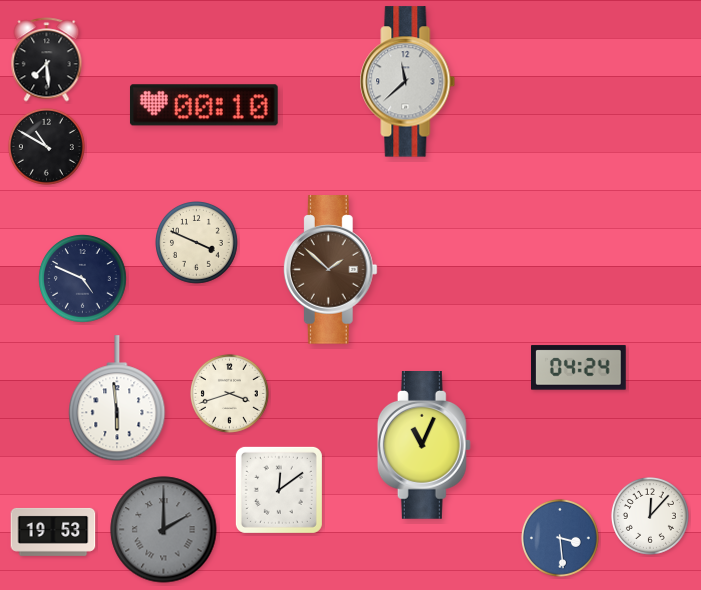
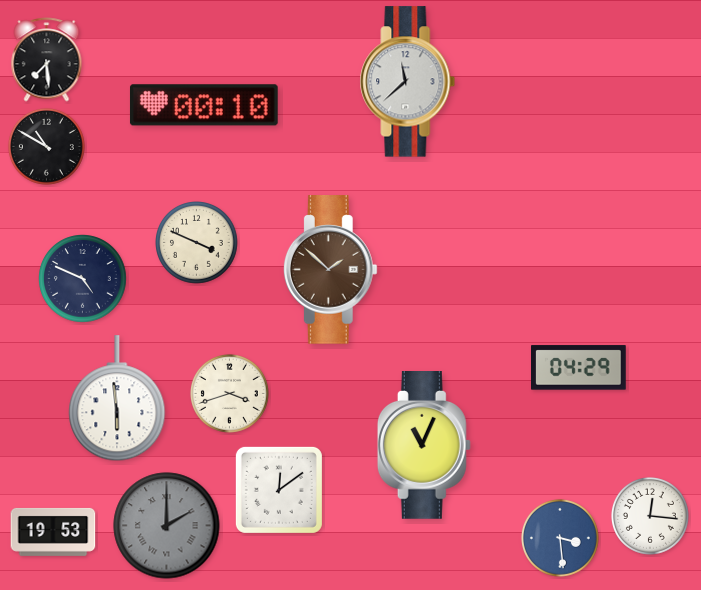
clock at (579, 368): 04:24 -> 04:29
clock at (650, 516): 12:07 -> 12:16
clock at (164, 530) position: (164, 530) -> (167, 526)
